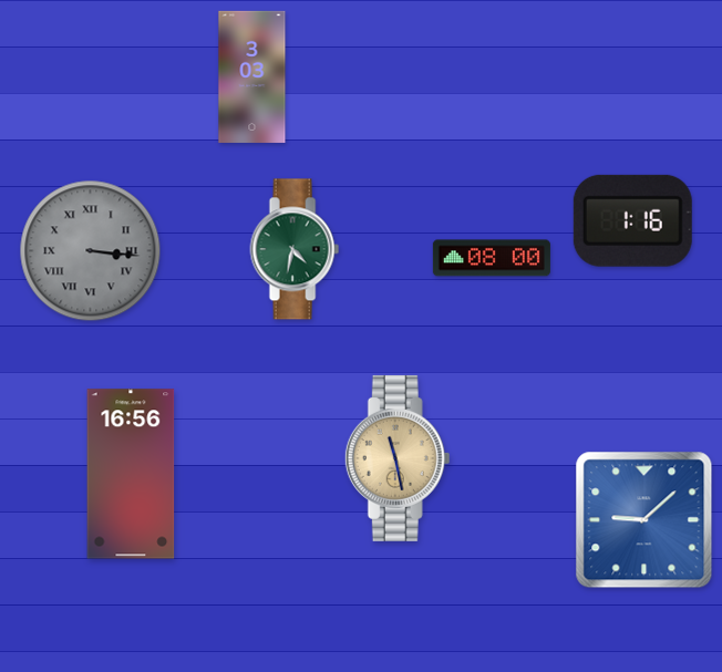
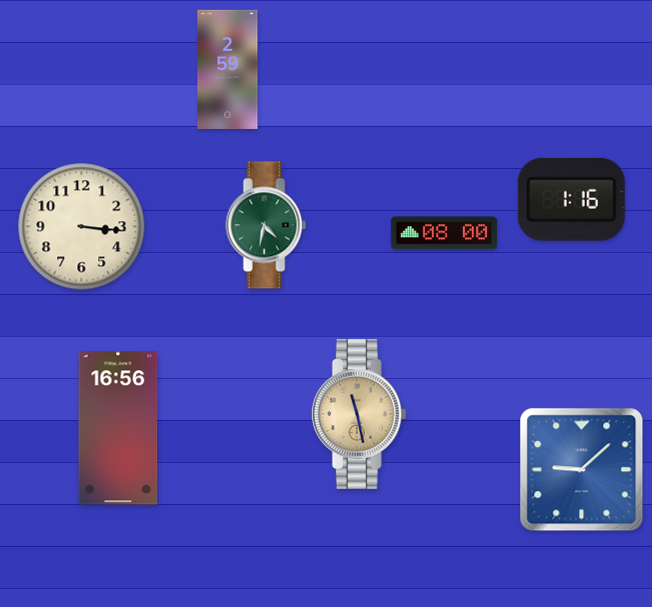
clock at (252, 76): 3:03 -> 2:59
clock at (91, 251) dial: grey -> cream
clock at (91, 251) numerals: Roman -> Arabic
